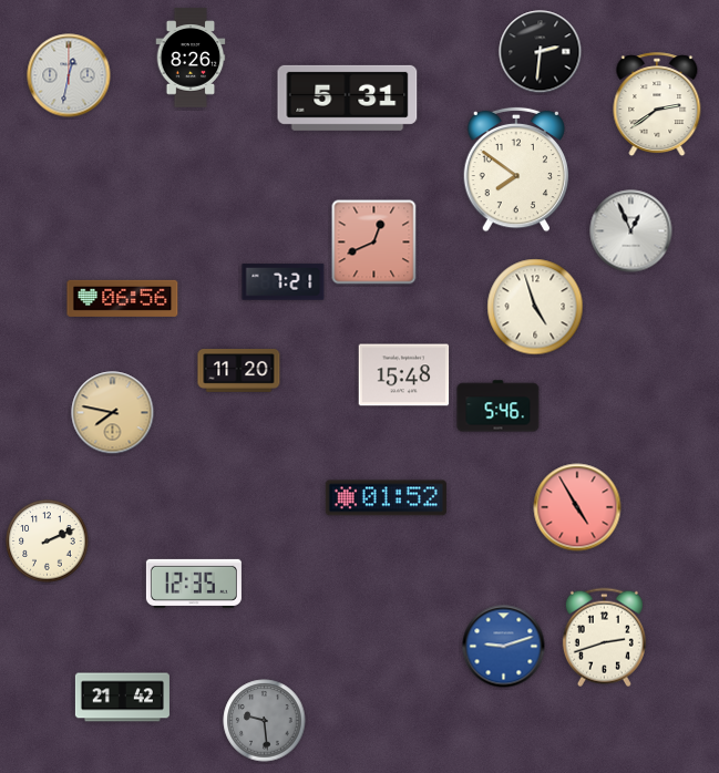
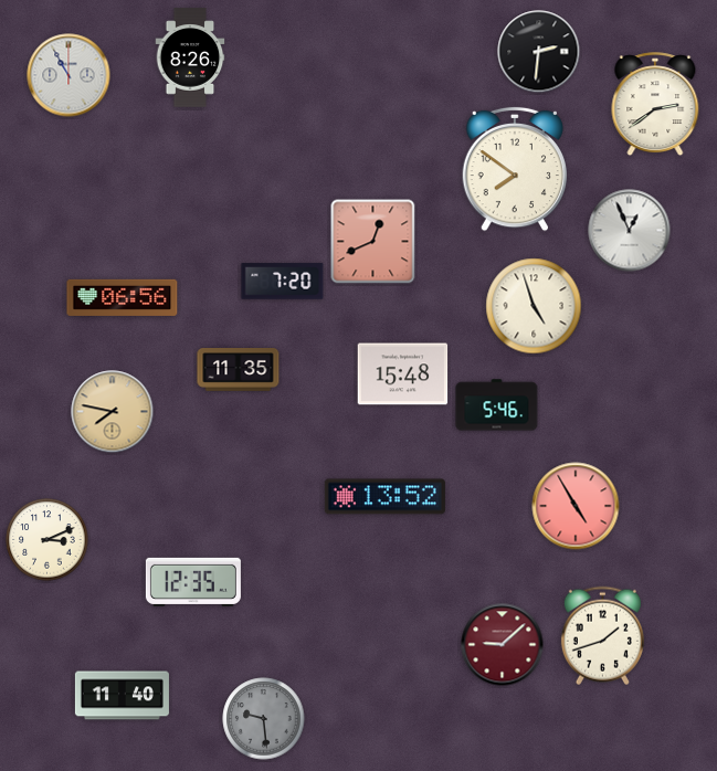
clock at (69, 75): 12:32 -> 10:55
clock at (348, 97): 5:31 -> none
clock at (284, 282): 7:21 -> 7:20
clock at (239, 371): 11:20 -> 11:35
clock at (386, 498): 01:52 -> 13:52
clock at (48, 542): 2:11 -> 3:11
clock at (604, 638): 2:42 -> 1:42
clock at (504, 647): 9:12 -> 9:08
clock at (504, 647) dial: blue -> burgundy
clock at (122, 698): 21:42 -> 11:40
